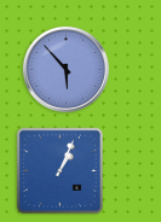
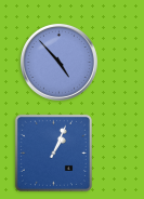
clock at (65, 69): 5:53 -> 4:53
